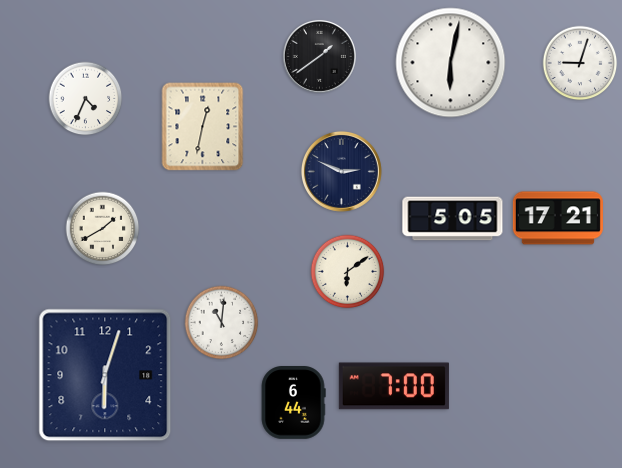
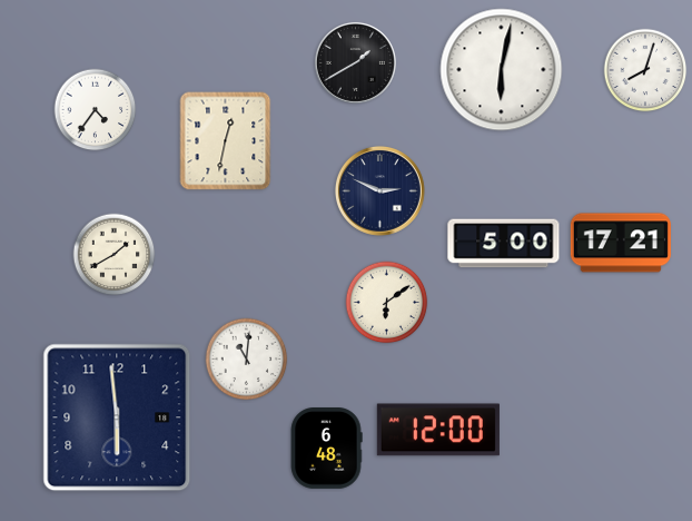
clock at (319, 56): 1:39 -> 1:40
clock at (580, 63): 9:03 -> 8:03
clock at (86, 99): 4:34 -> 4:36
clock at (453, 219): 5:05 -> 5:00
clock at (105, 375): 6:03 -> 5:59
clock at (394, 386): 7:00 -> 12:00
clock at (293, 403): 6:44 -> 6:48
